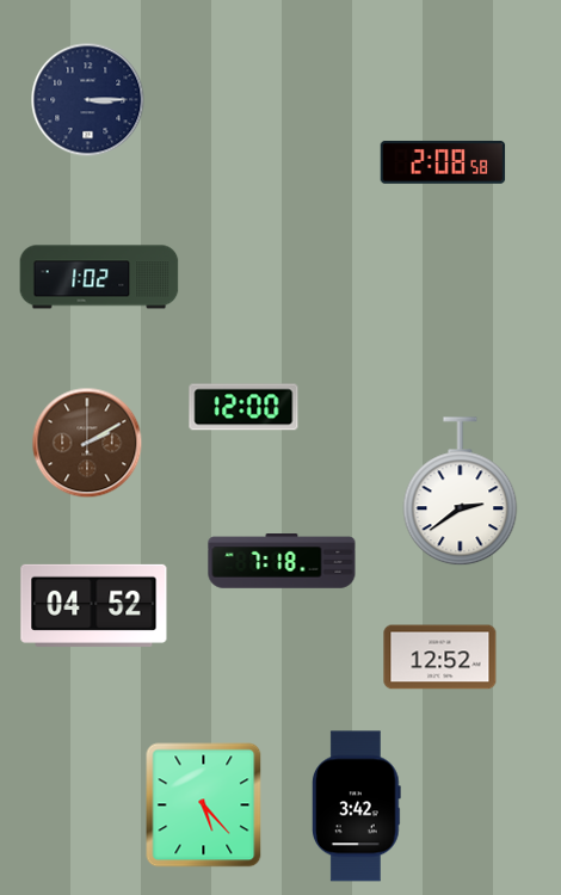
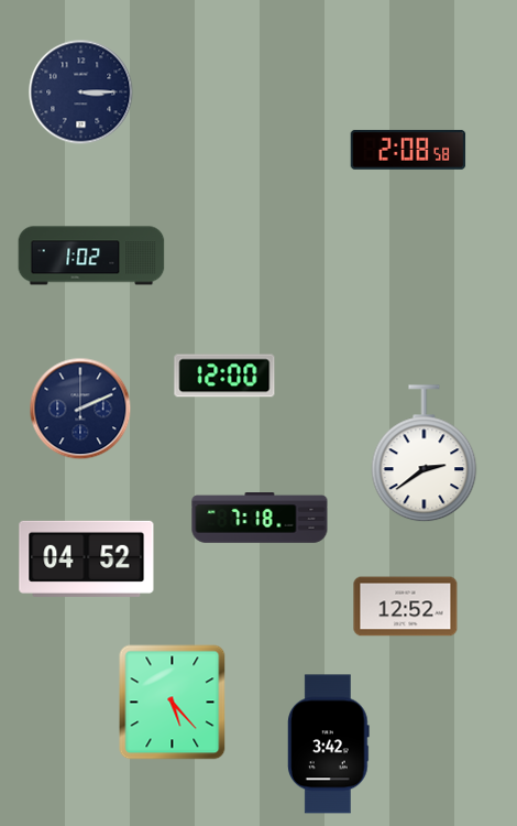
clock at (87, 443): 2:10 -> 2:11
clock at (87, 443) dial: brown -> navy
clock at (204, 805) position: (204, 805) -> (173, 703)
